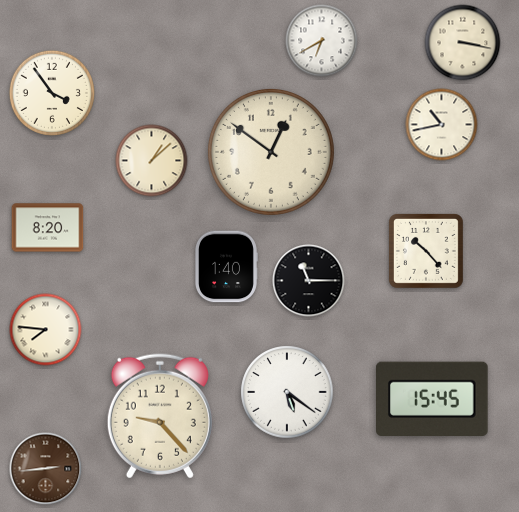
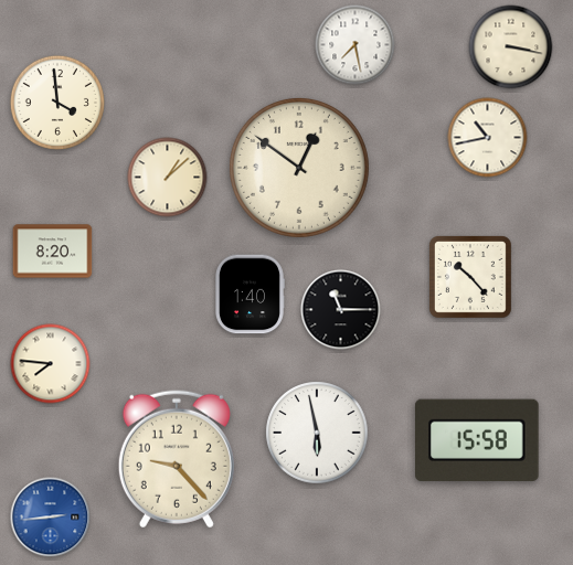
clock at (322, 41): 6:40 -> 7:28
clock at (52, 93): 3:54 -> 3:59
clock at (287, 392): 5:21 -> 5:58
clock at (433, 398): 15:45 -> 15:58
clock at (46, 469) dial: brown -> blue
